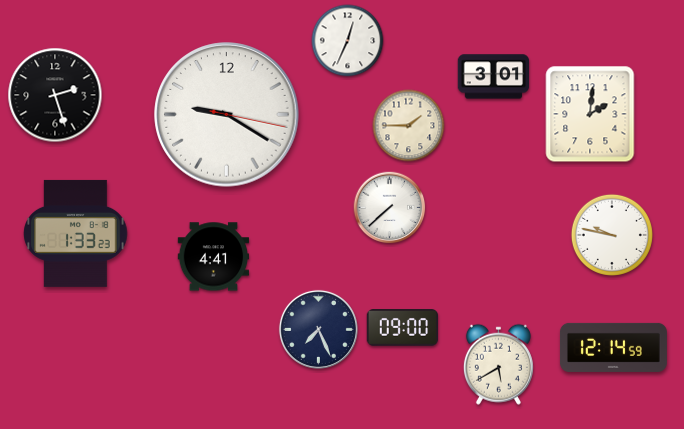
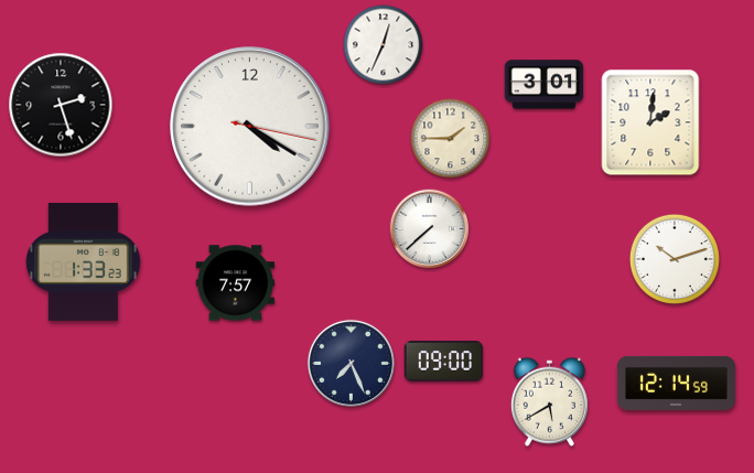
clock at (590, 114) position: (590, 114) -> (650, 122)
clock at (227, 115): 9:20 -> 4:20
clock at (76, 233) position: (76, 233) -> (84, 261)
clock at (612, 235): 9:47 -> 10:12
clock at (214, 257): 4:41 -> 7:57
